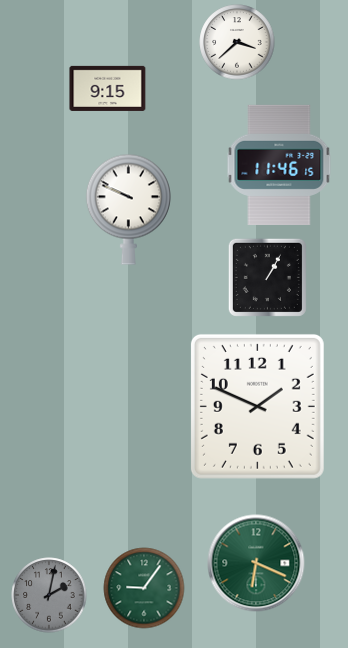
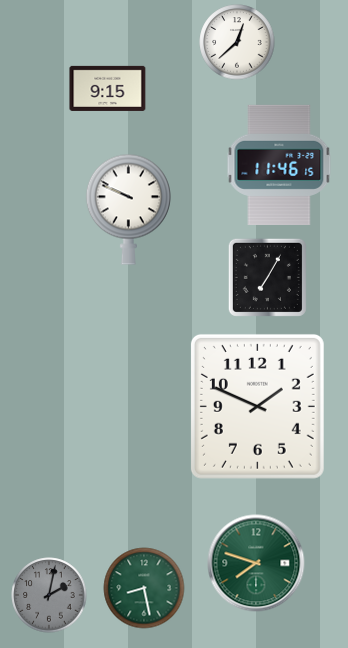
clock at (237, 42): 3:38 -> 12:38
clock at (267, 277): 1:05 -> 7:05
clock at (256, 563): 6:19 -> 7:48
clock at (144, 588): 9:06 -> 8:28
